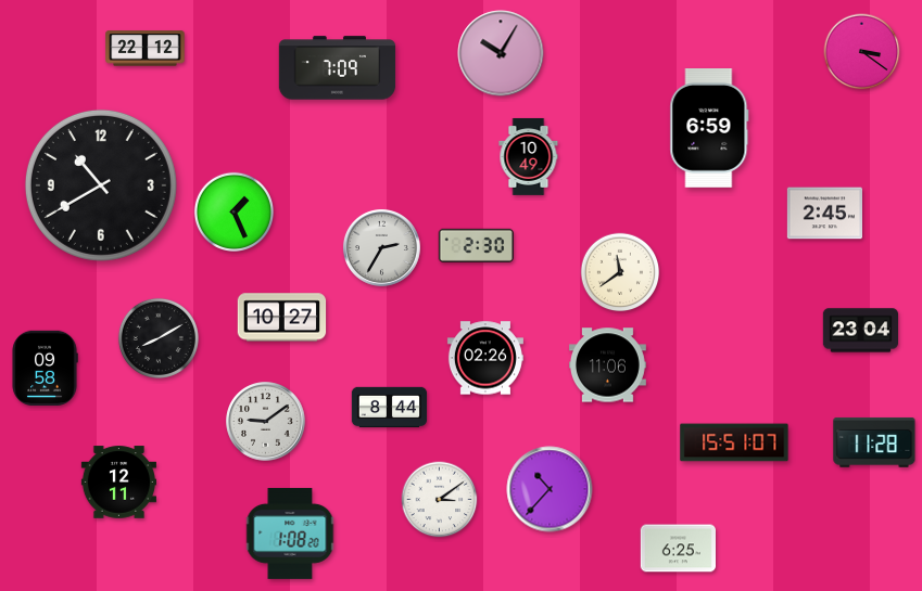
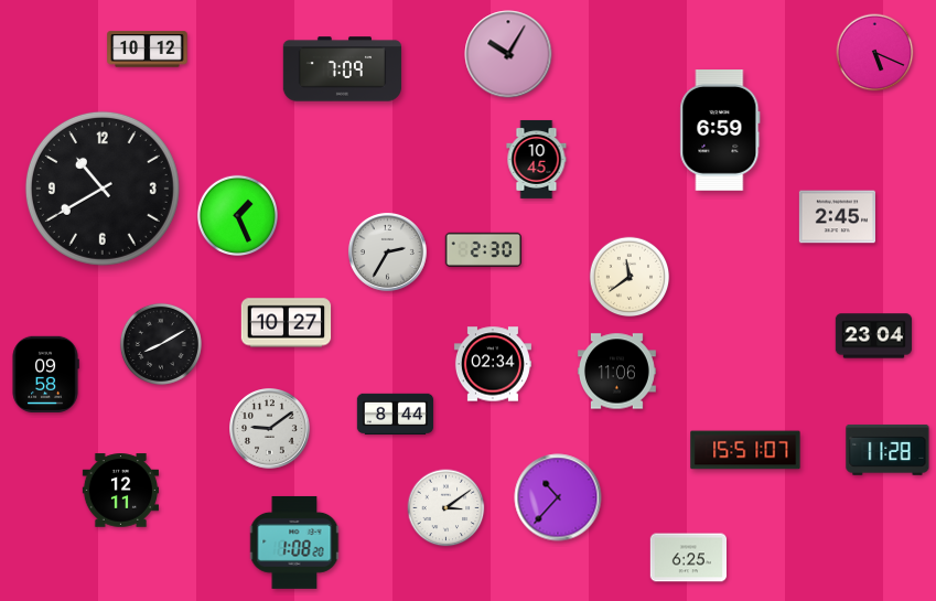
clock at (146, 49): 22:12 -> 10:12
clock at (862, 52): 3:21 -> 5:19
clock at (529, 157): 10:49 -> 10:45
clock at (485, 358): 02:26 -> 02:34
